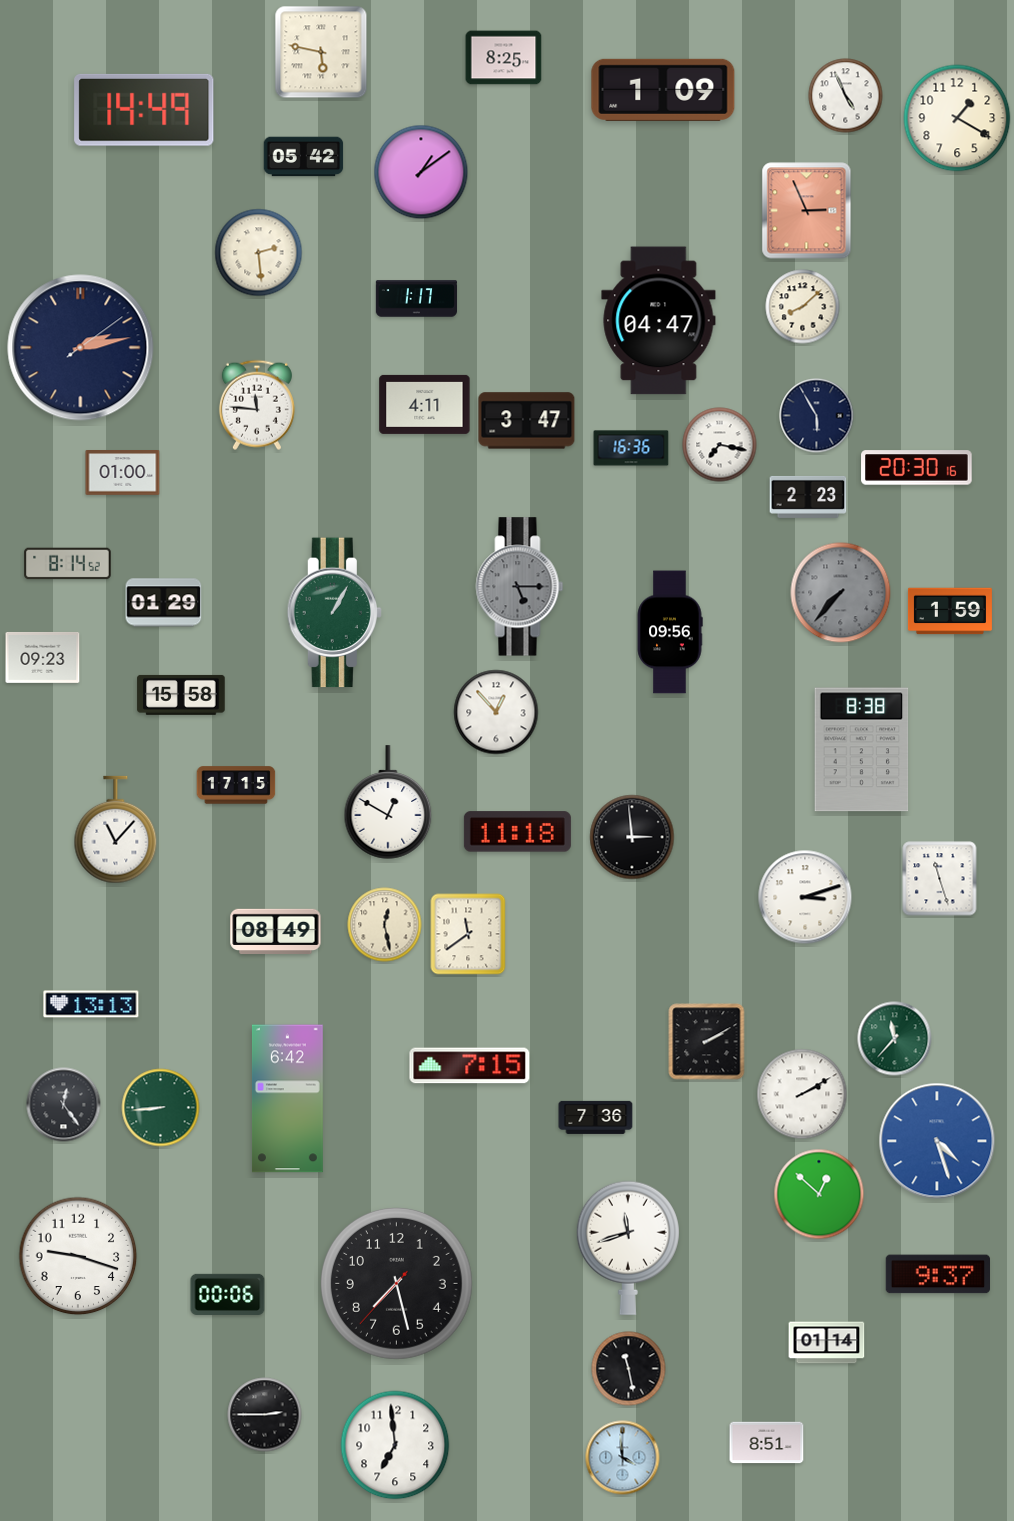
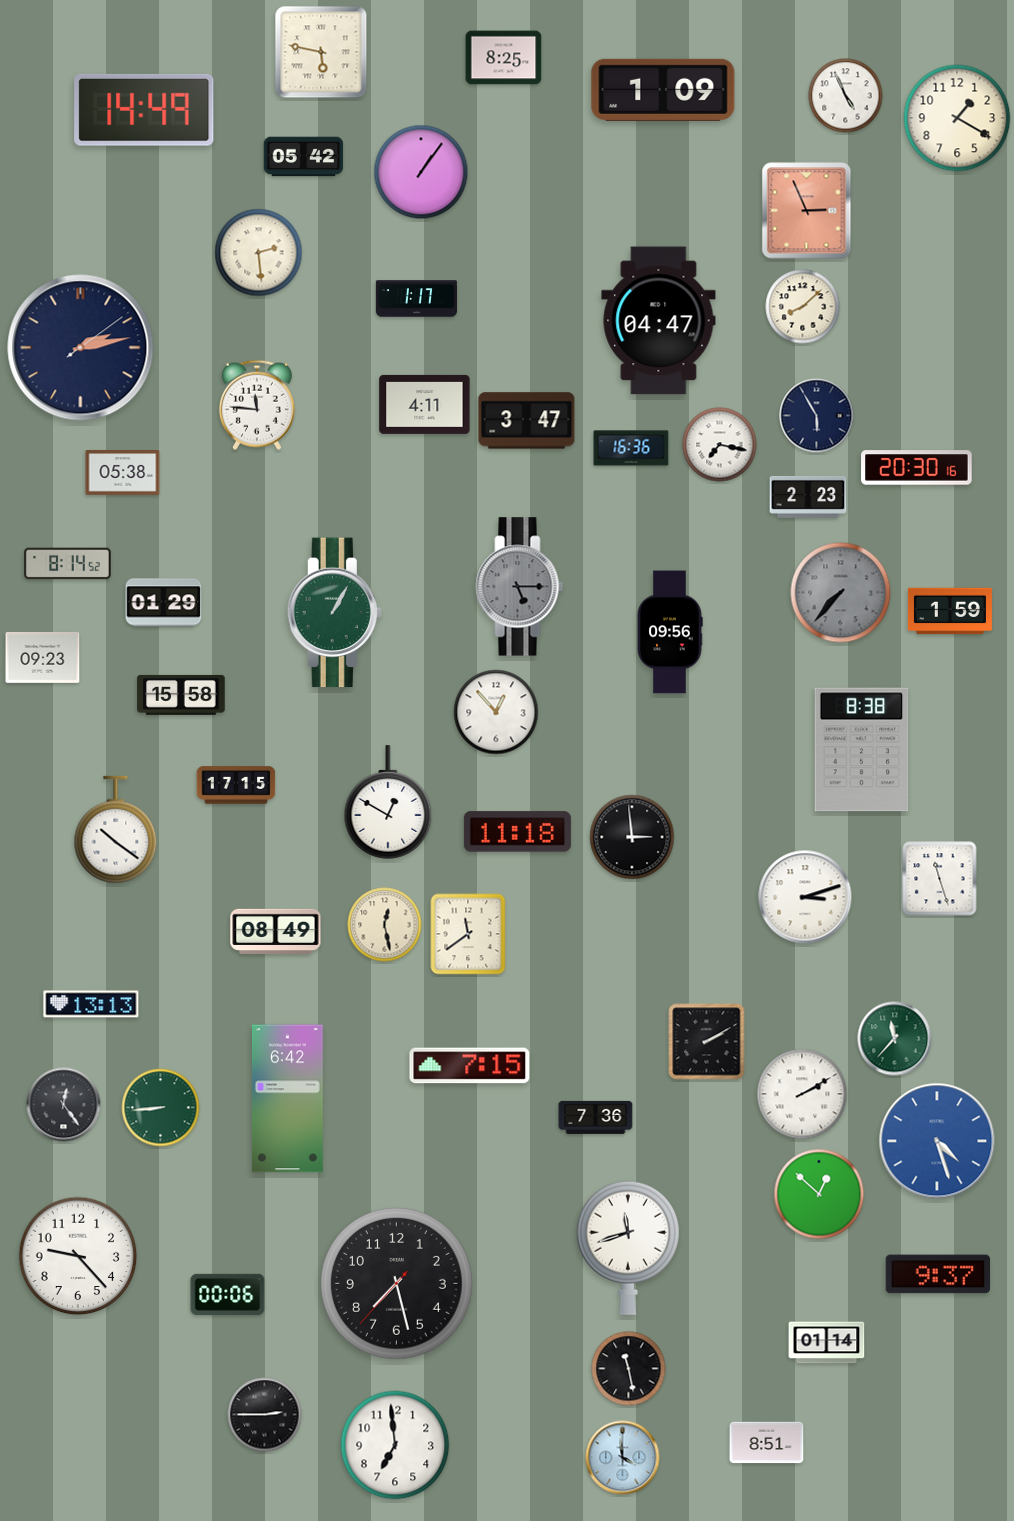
clock at (421, 172): 1:09 -> 1:06
clock at (123, 473): 01:00 -> 05:38
clock at (116, 830): 11:07 -> 10:21
clock at (78, 1256): 9:18 -> 9:23
